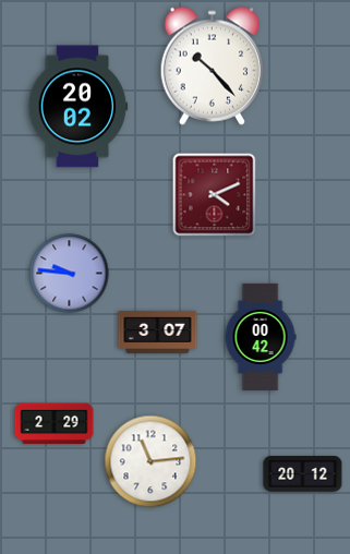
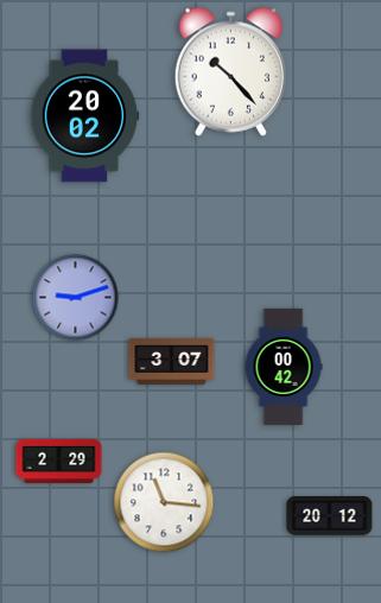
clock at (215, 195): 4:11 -> none
clock at (70, 274): 9:46 -> 9:12
clock at (150, 461): 11:14 -> 11:16
